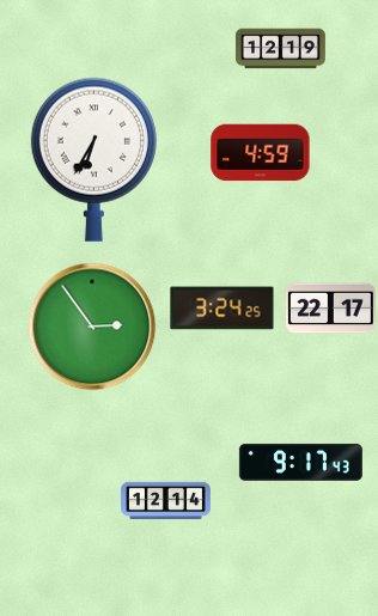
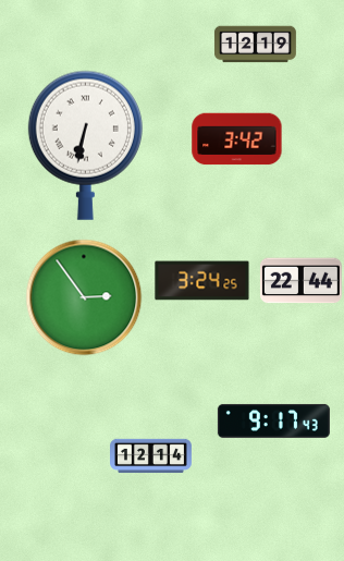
clock at (261, 153): 4:59 -> 3:42
clock at (93, 159): 6:35 -> 6:32
clock at (330, 309): 22:17 -> 22:44
